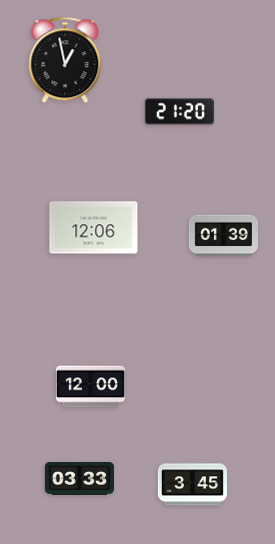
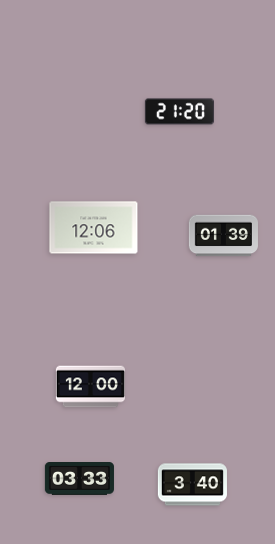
clock at (65, 60): 12:58 -> none
clock at (192, 485): 3:45 -> 3:40
